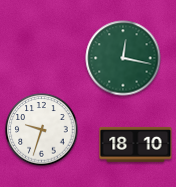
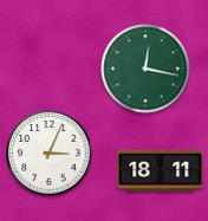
clock at (42, 130): 9:33 -> 3:04
clock at (136, 145): 18:10 -> 18:11
